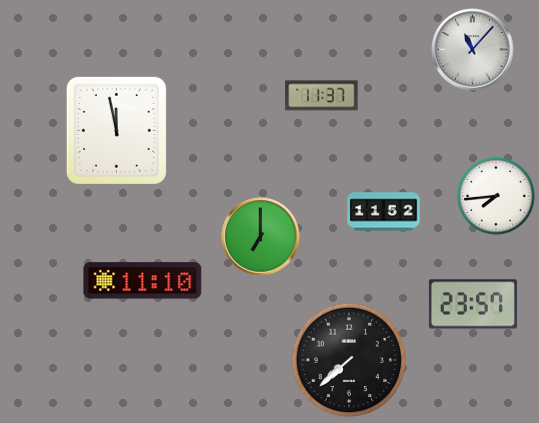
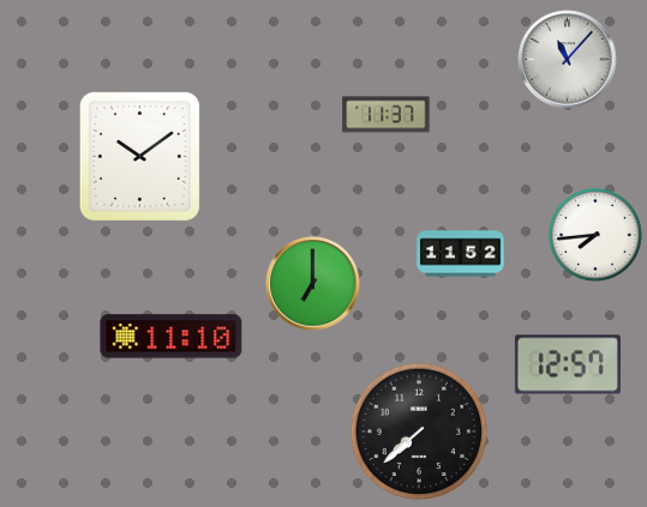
clock at (116, 130): 11:58 -> 10:09
clock at (473, 304): 23:57 -> 12:57
